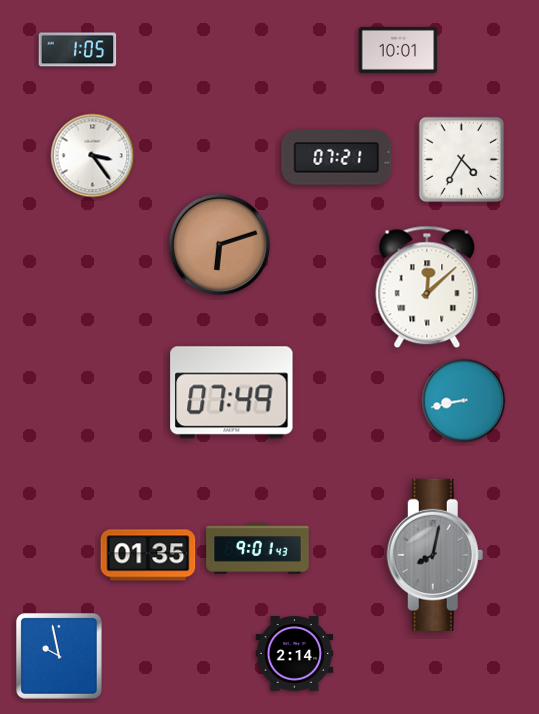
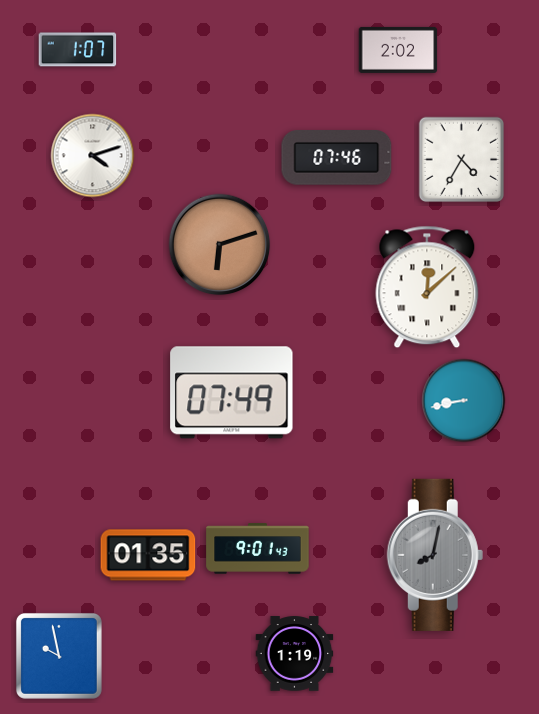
clock at (78, 50): 1:05 -> 1:07
clock at (398, 50): 10:01 -> 2:02
clock at (93, 156): 3:24 -> 4:12
clock at (337, 158): 07:21 -> 07:46
clock at (295, 654): 2:14 -> 1:19
